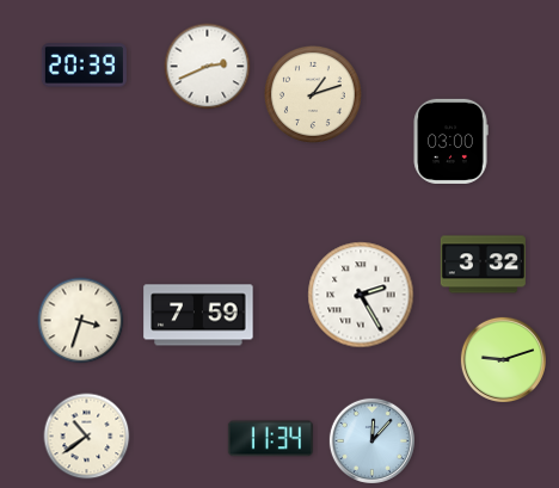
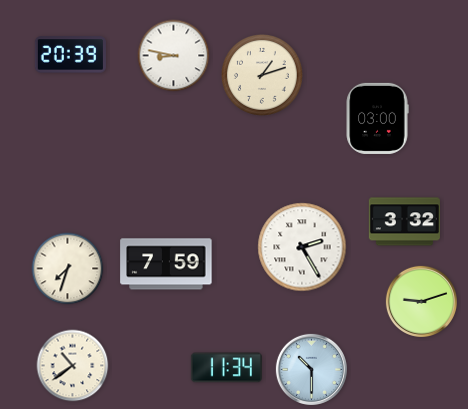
clock at (208, 67): 2:41 -> 8:47
clock at (313, 94) position: (313, 94) -> (262, 75)
clock at (81, 321): 3:33 -> 7:33
clock at (371, 440): 12:07 -> 10:30
